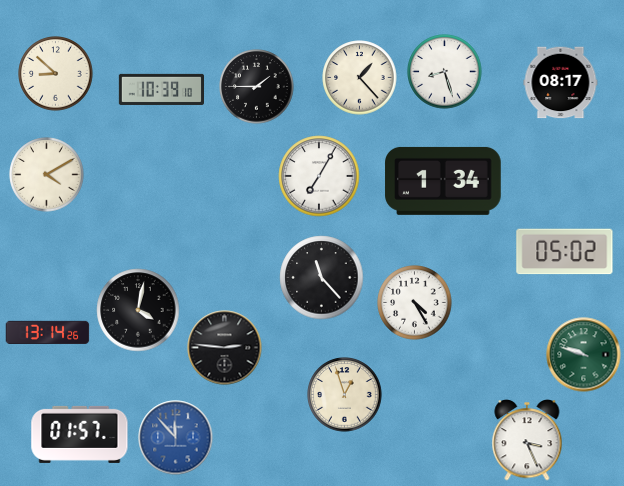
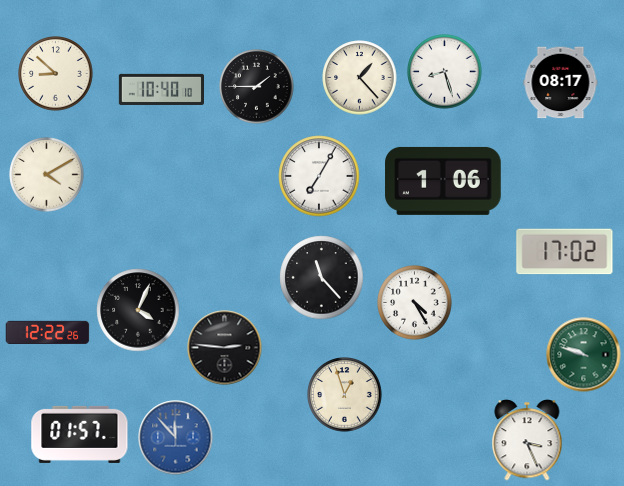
clock at (162, 89): 10:39 -> 10:40
clock at (443, 181): 1:34 -> 1:06
clock at (565, 252): 05:02 -> 17:02
clock at (138, 310): 4:02 -> 4:04
clock at (48, 332): 13:14 -> 12:22
